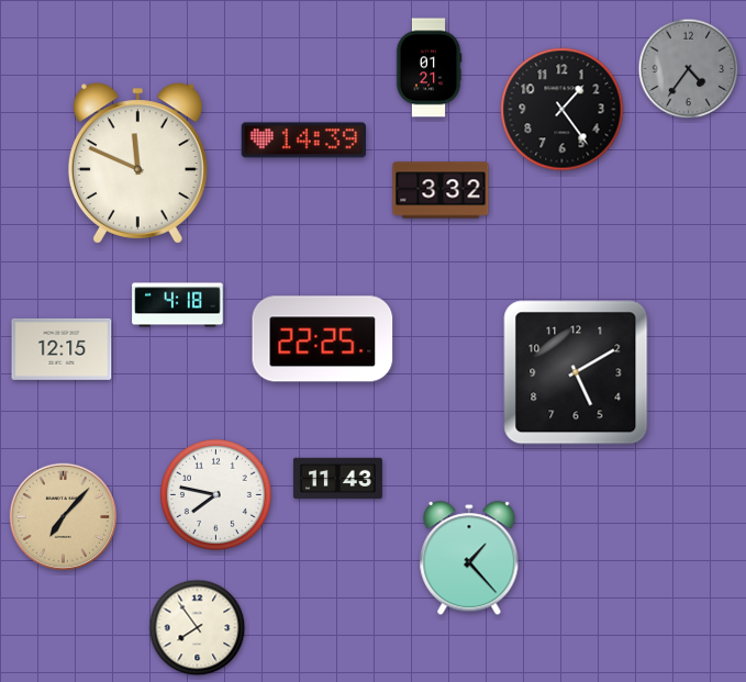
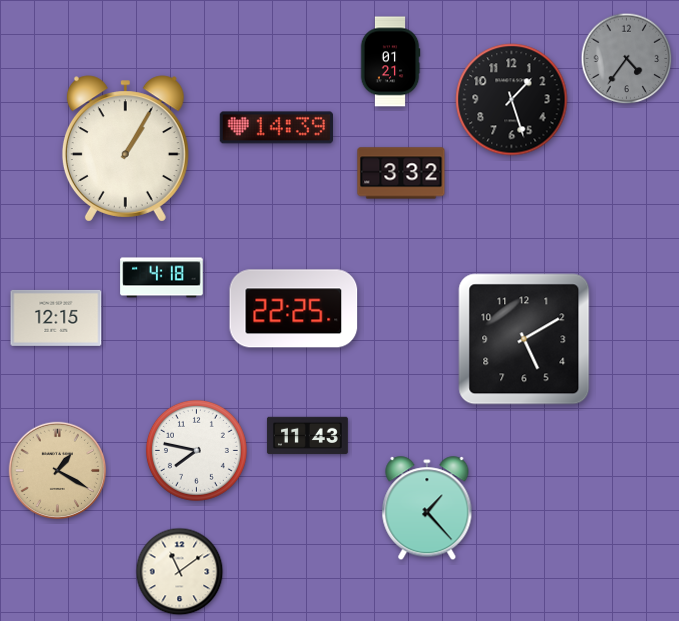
clock at (689, 69) position: (689, 69) -> (627, 59)
clock at (563, 110): 1:24 -> 1:27
clock at (137, 164): 11:49 -> 1:05
clock at (64, 517): 7:07 -> 1:20
clock at (198, 628): 7:54 -> 11:09
